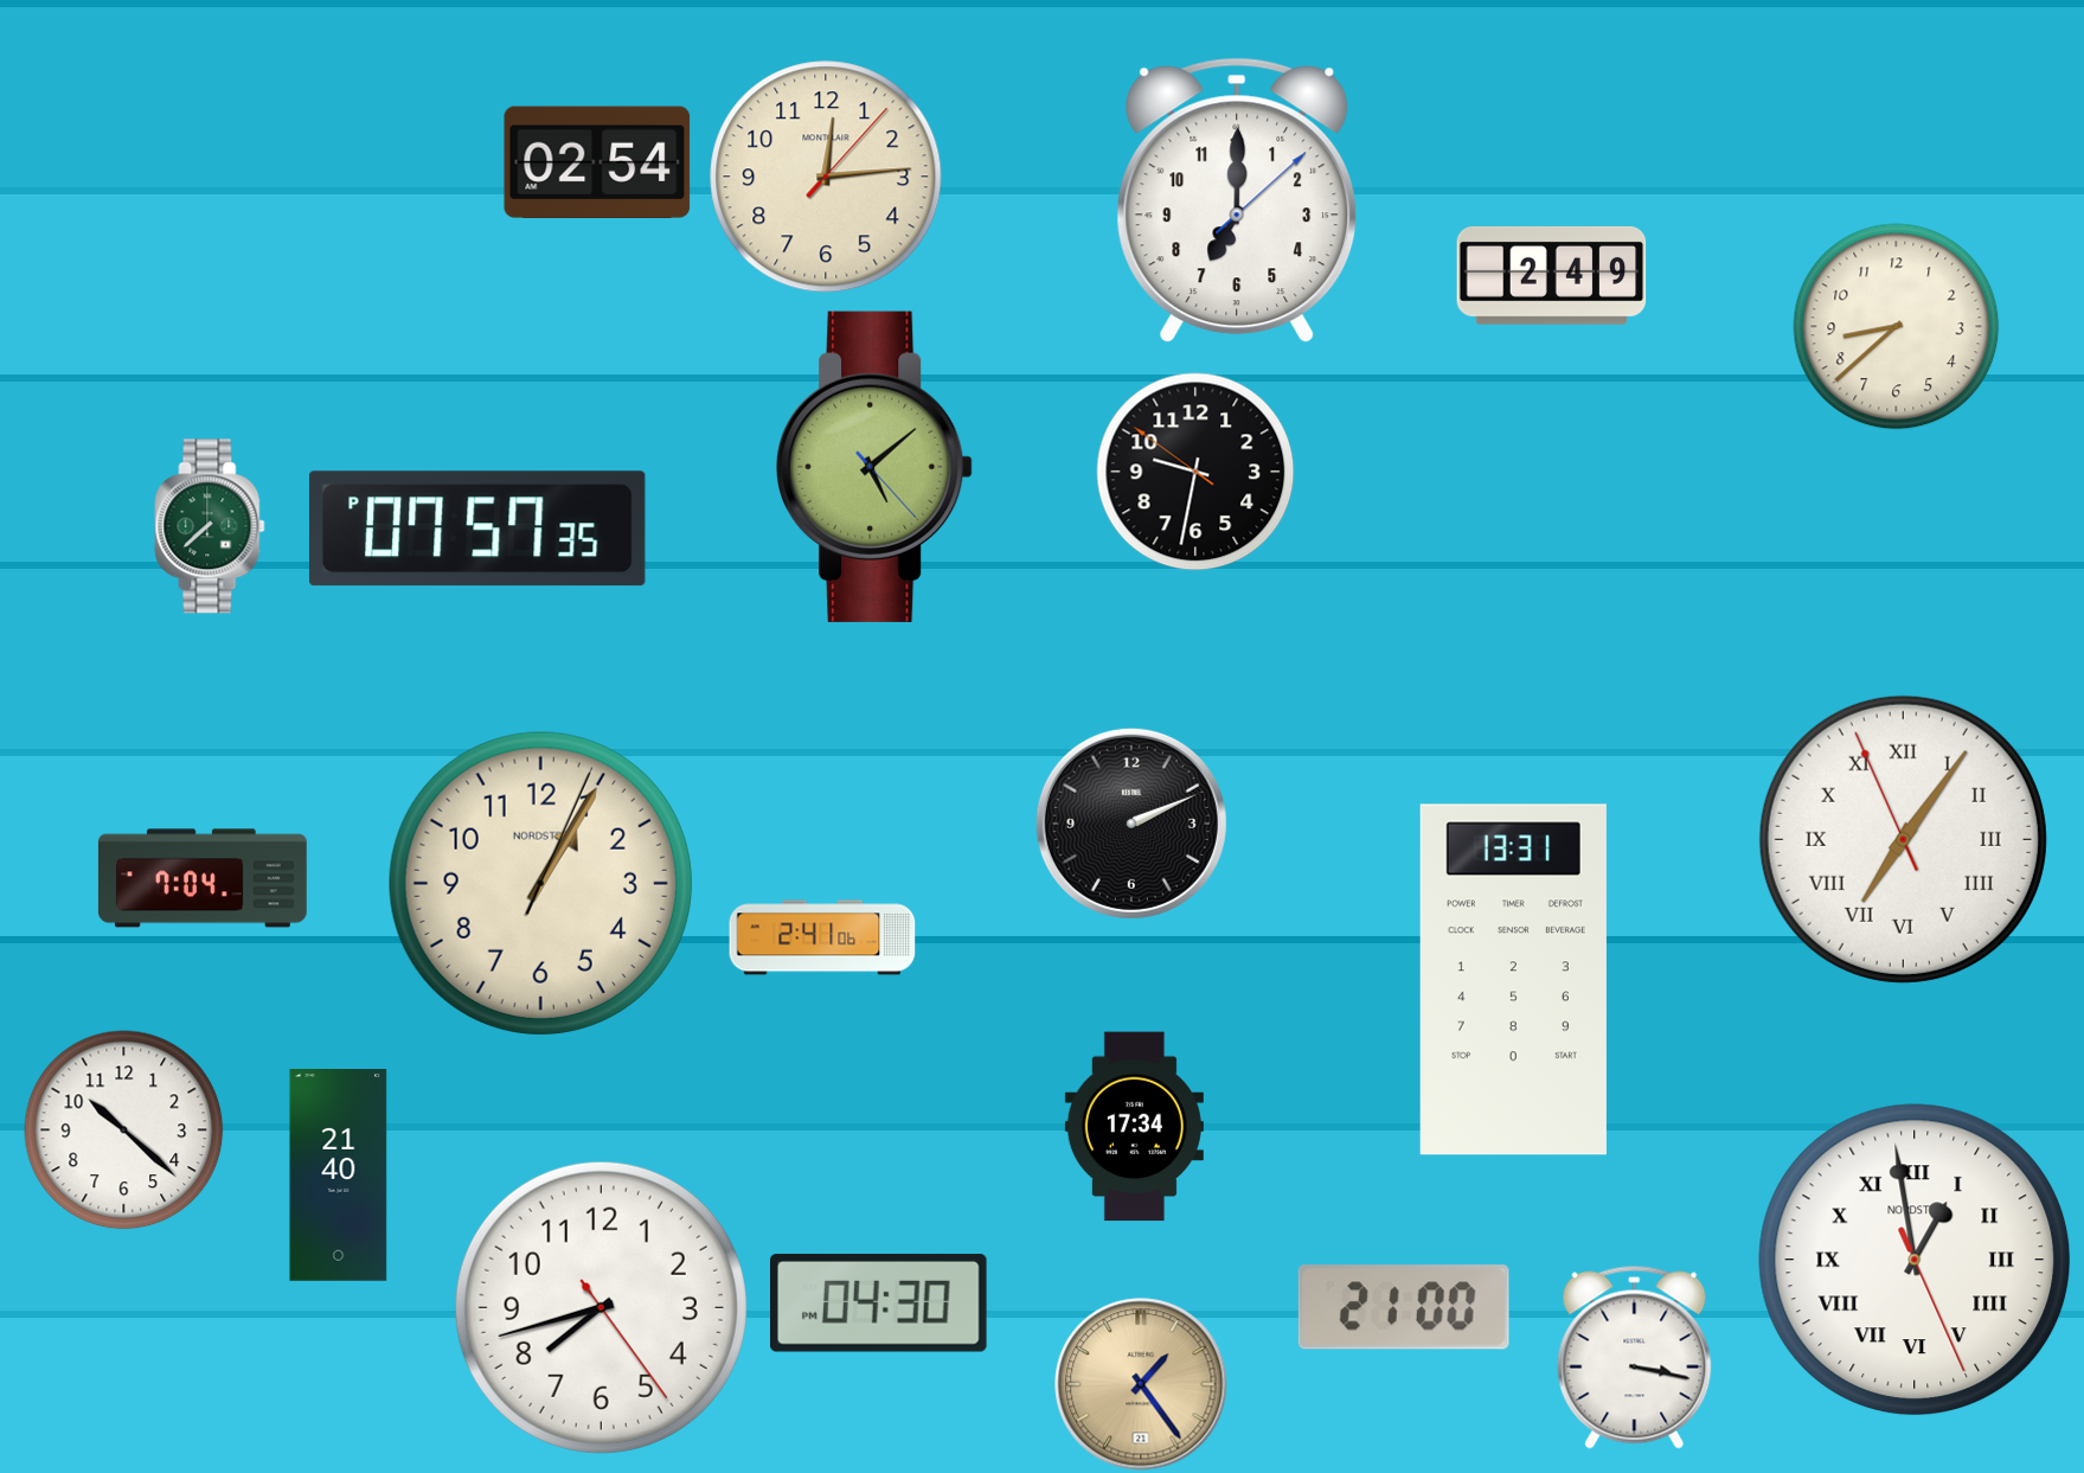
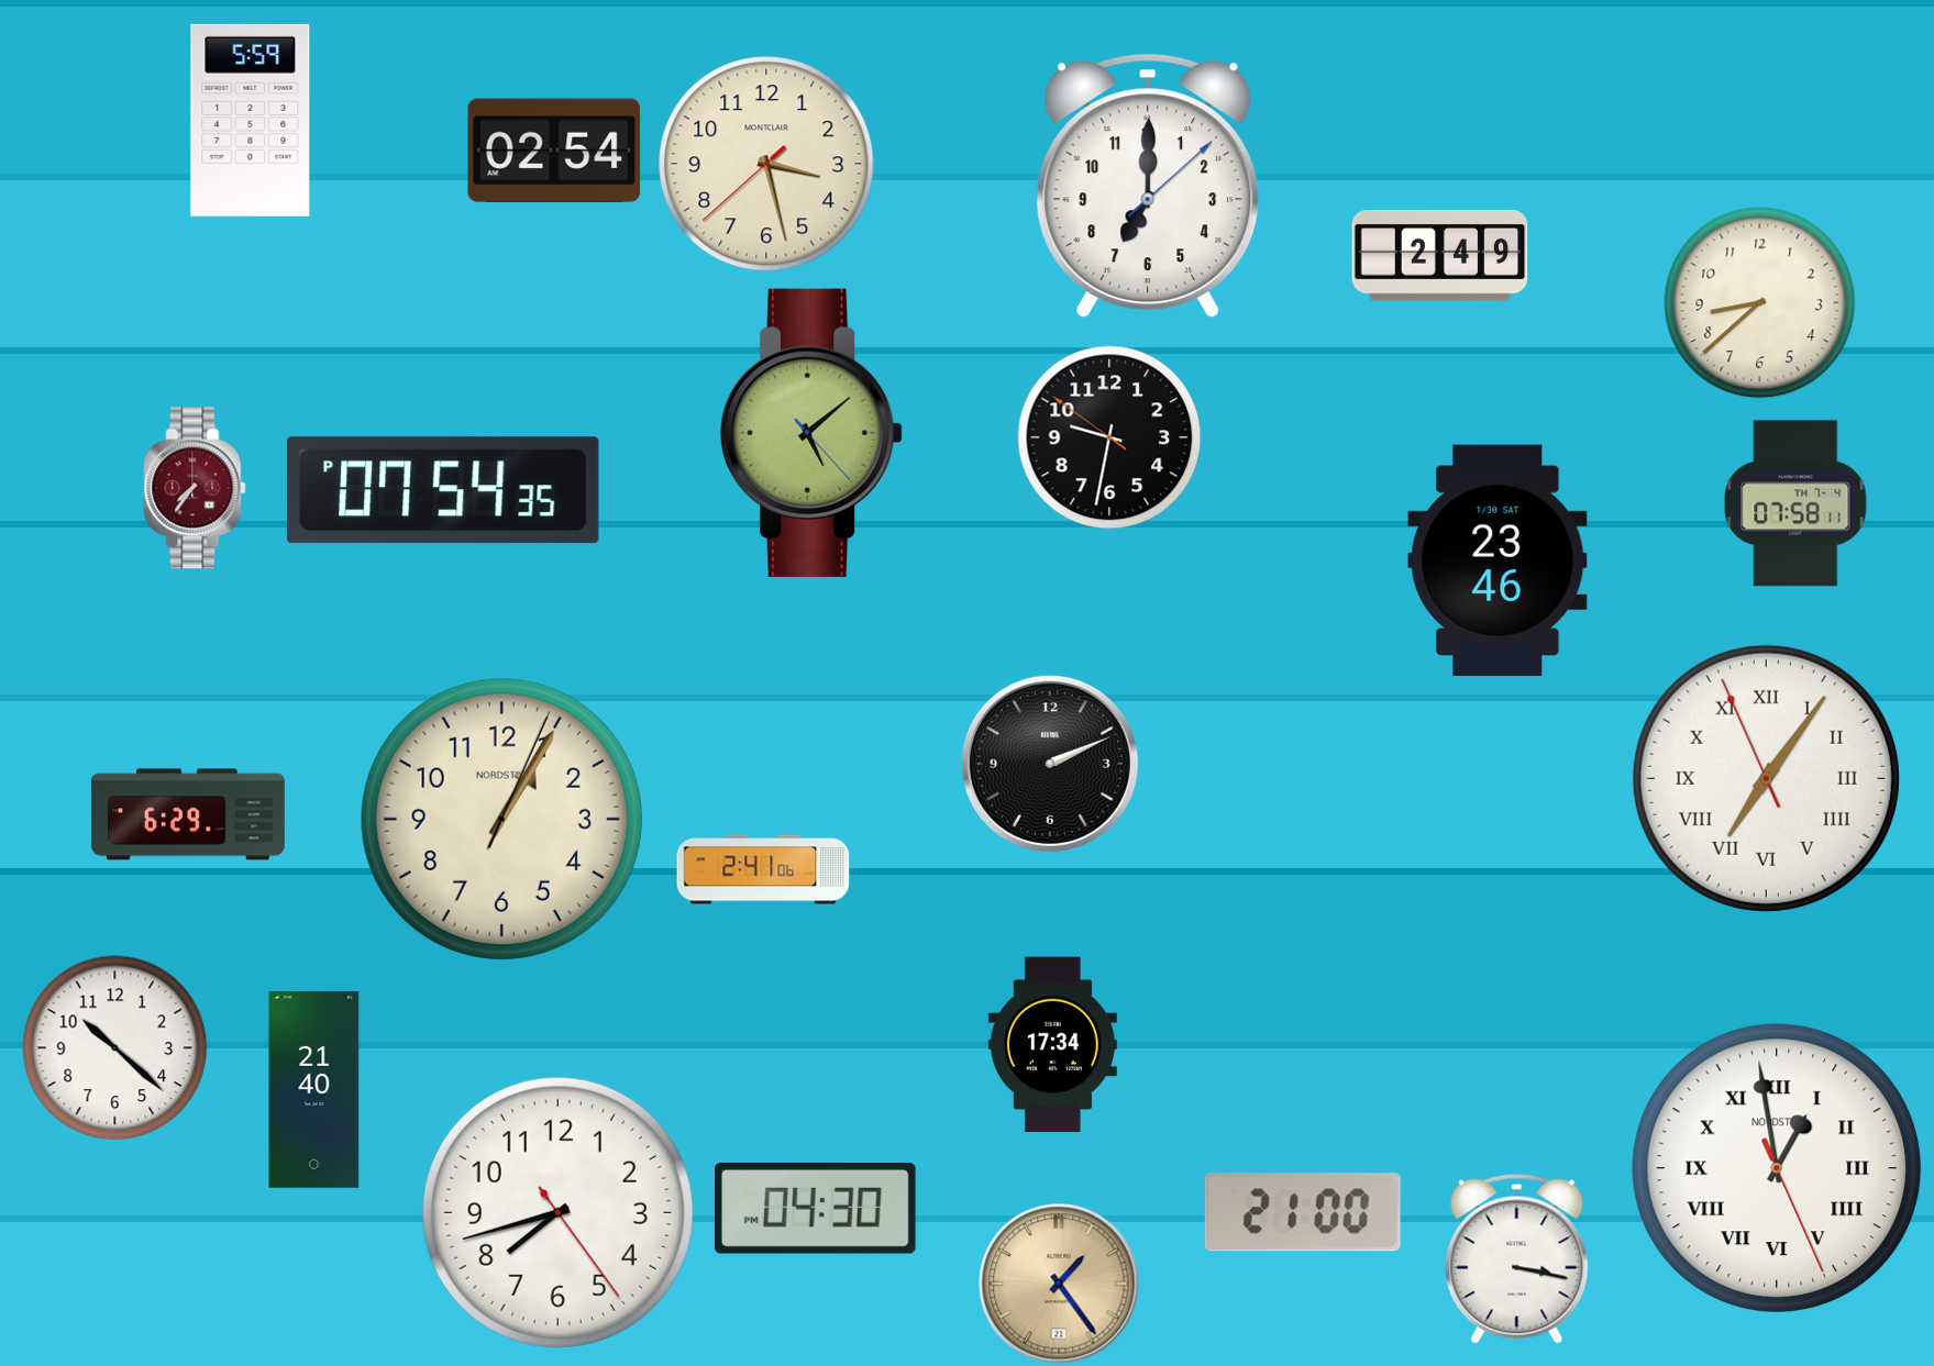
clock at (251, 120): none -> 5:59
clock at (826, 177): 12:14 -> 3:27
clock at (210, 526): 7:38 -> 7:36
clock at (210, 526) dial: green -> burgundy
clock at (477, 529): 07:57 -> 07:54
clock at (1795, 503): none -> 07:58
clock at (1498, 559): none -> 23:46
clock at (203, 878): 7:04 -> 6:29
clock at (1513, 980): 13:31 -> none
